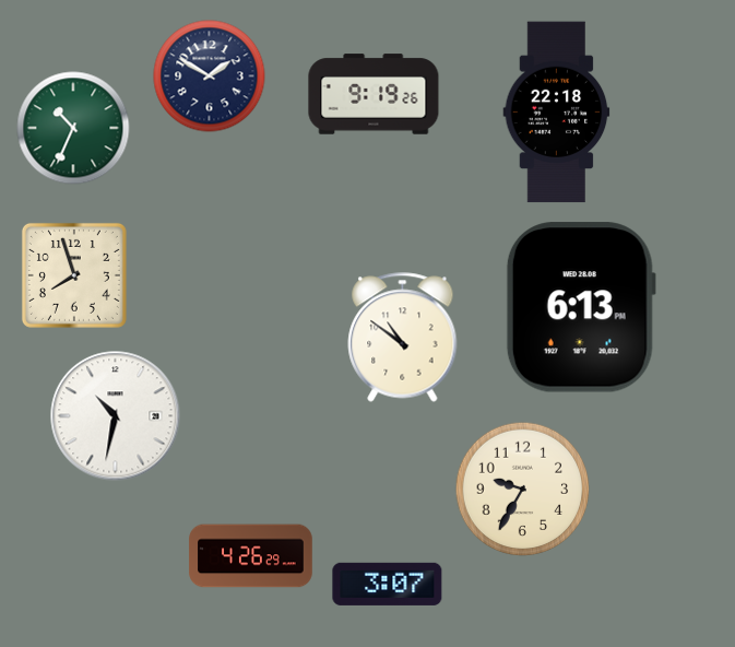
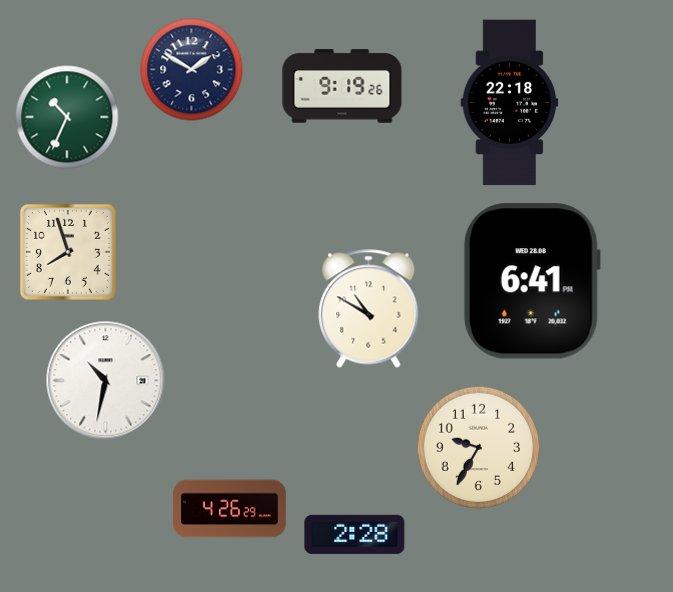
clock at (581, 307): 6:13 -> 6:41
clock at (403, 338): 10:51 -> 10:50
clock at (388, 584): 3:07 -> 2:28
